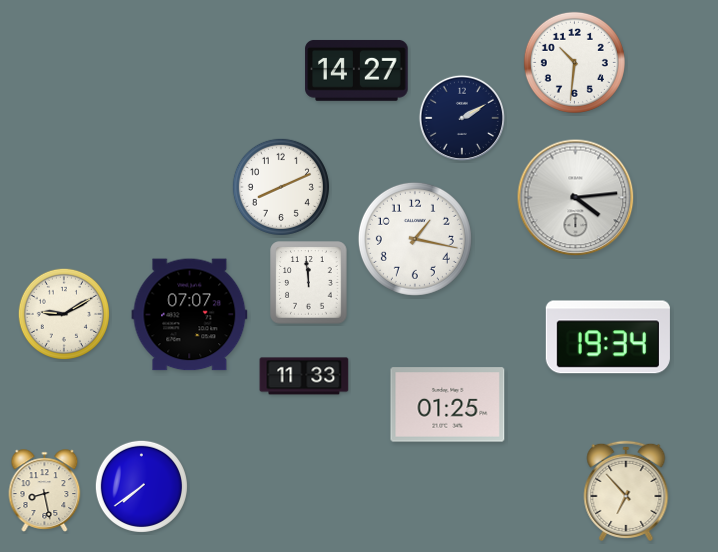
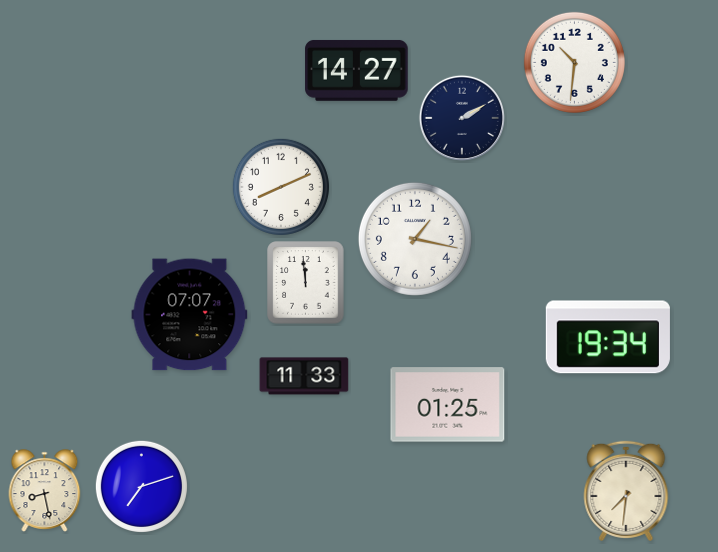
clock at (576, 198): 4:14 -> none
clock at (309, 283) position: (309, 283) -> (306, 283)
clock at (63, 313): 9:10 -> none
clock at (141, 486): 7:39 -> 7:12
clock at (626, 491): 6:53 -> 7:31
